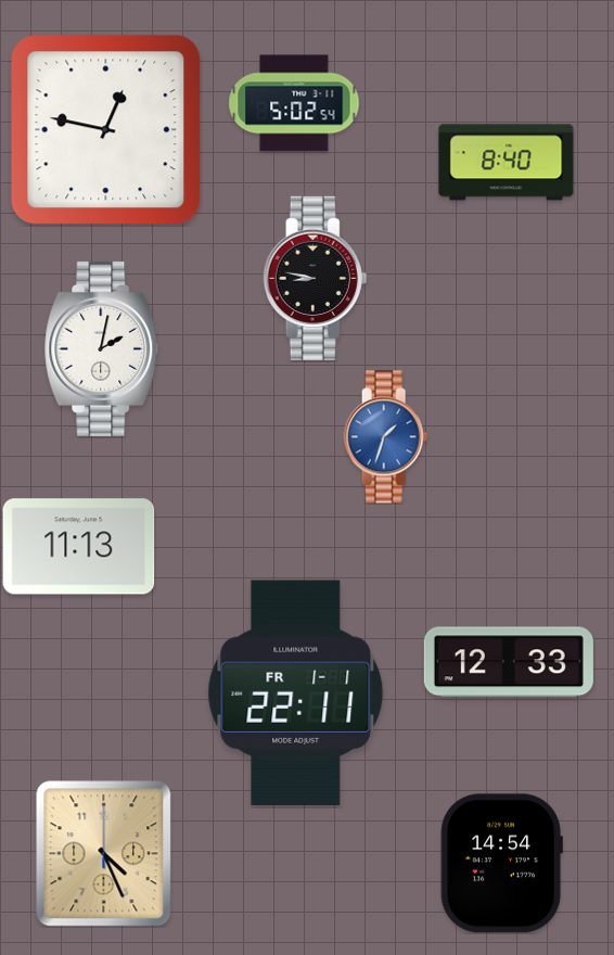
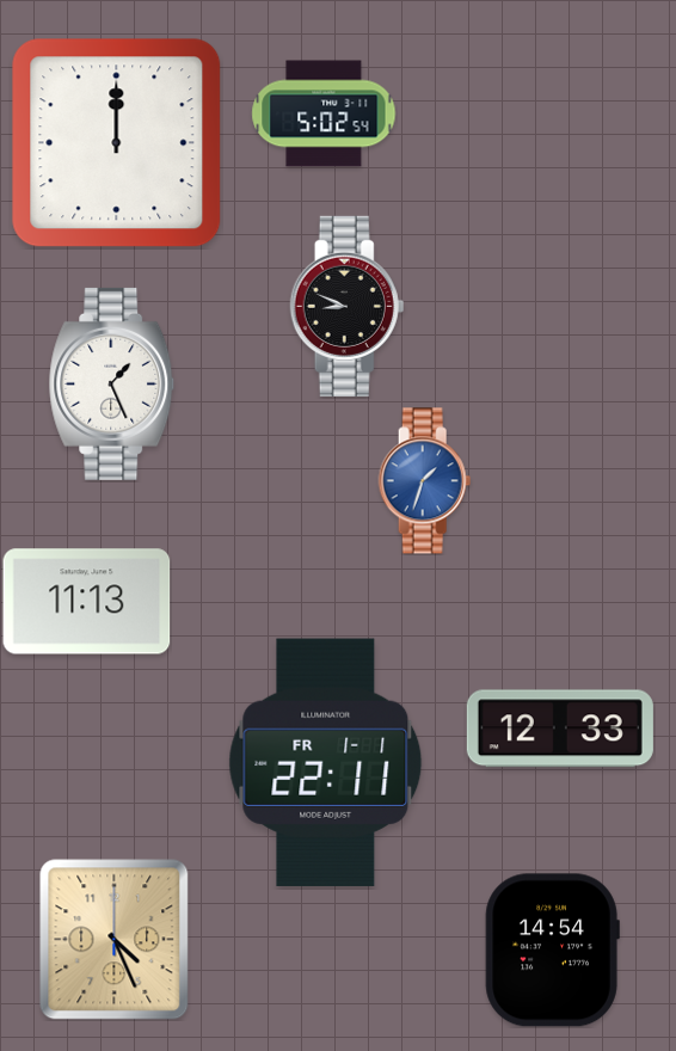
clock at (106, 130): 12:47 -> 12:00
clock at (507, 163): 8:40 -> none
clock at (316, 278): 8:47 -> 8:49
clock at (102, 348): 2:02 -> 1:26
